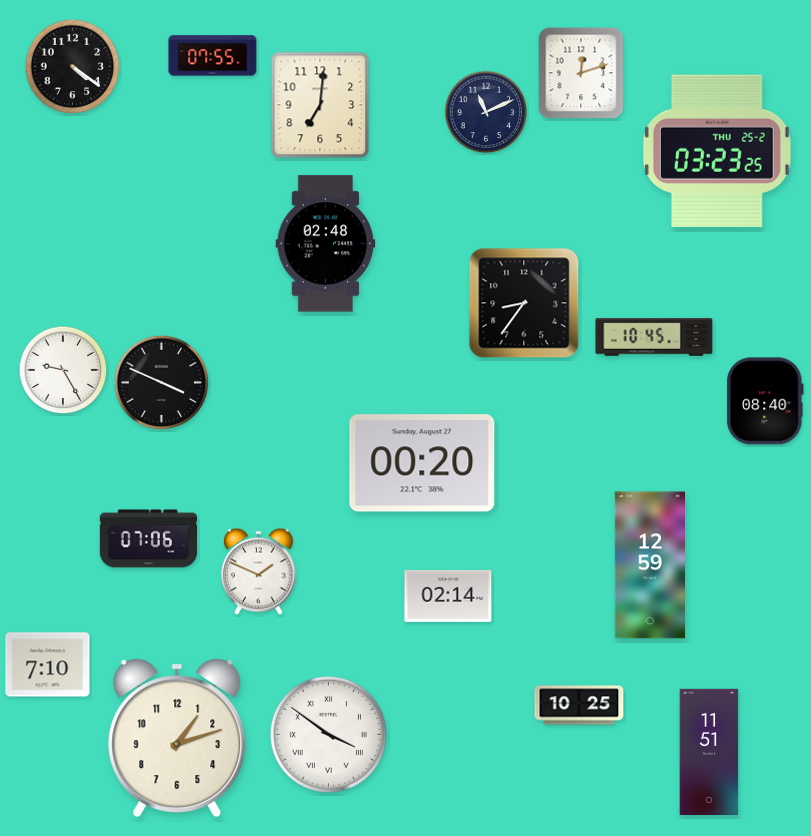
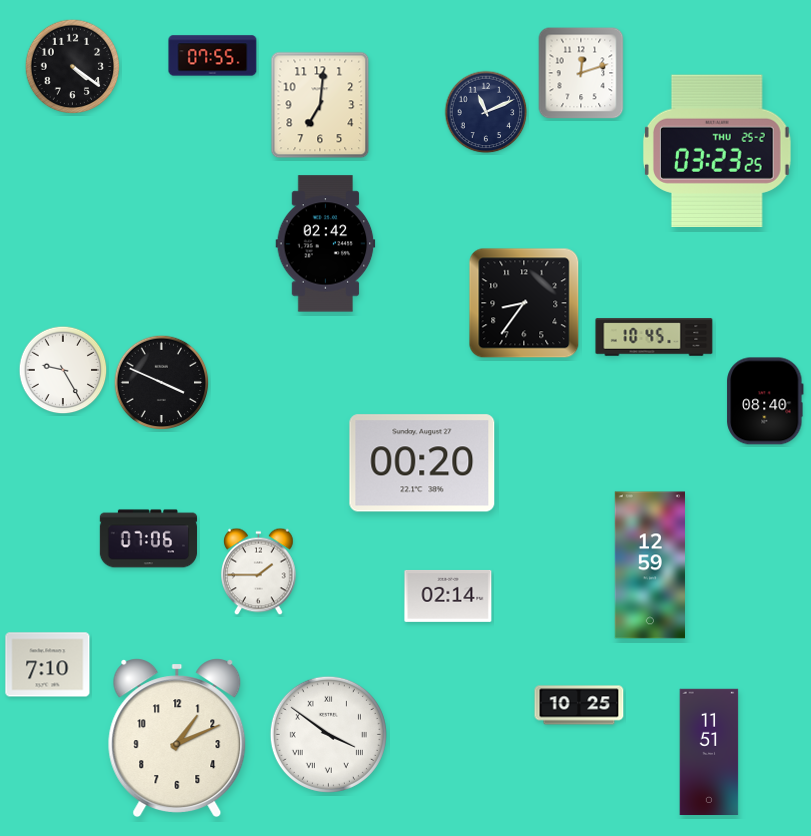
clock at (326, 244): 02:48 -> 02:42
clock at (259, 572): 1:49 -> 1:45
clock at (177, 737): 1:12 -> 1:11
